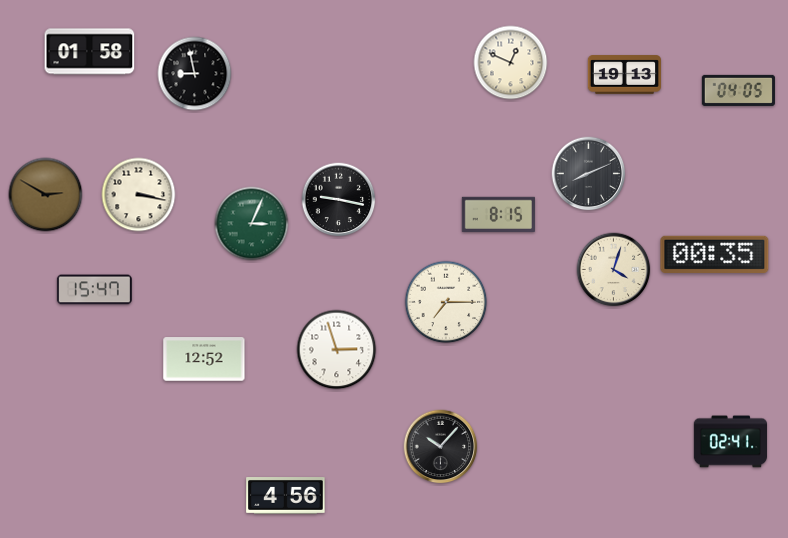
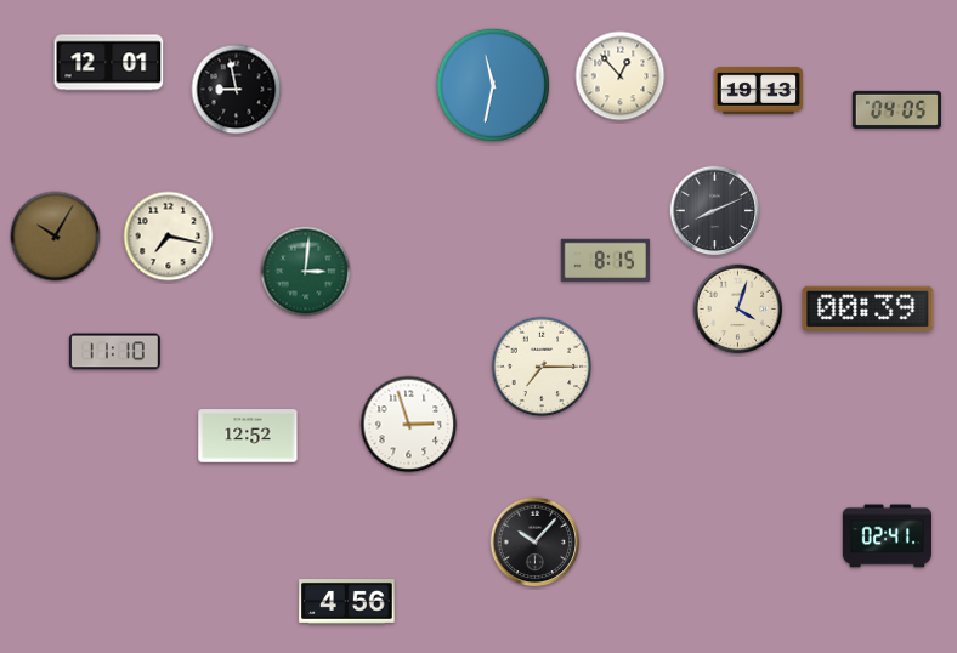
clock at (90, 52): 01:58 -> 12:01
clock at (511, 63): 12:49 -> 12:53
clock at (493, 85): none -> 11:32
clock at (46, 195): 2:50 -> 10:05
clock at (139, 195): 3:17 -> 7:17
clock at (339, 200): 9:17 -> none
clock at (252, 224): 3:04 -> 3:01
clock at (715, 254): 00:35 -> 00:39
clock at (614, 270) position: (614, 270) -> (738, 310)
clock at (94, 290): 15:47 -> 11:10
